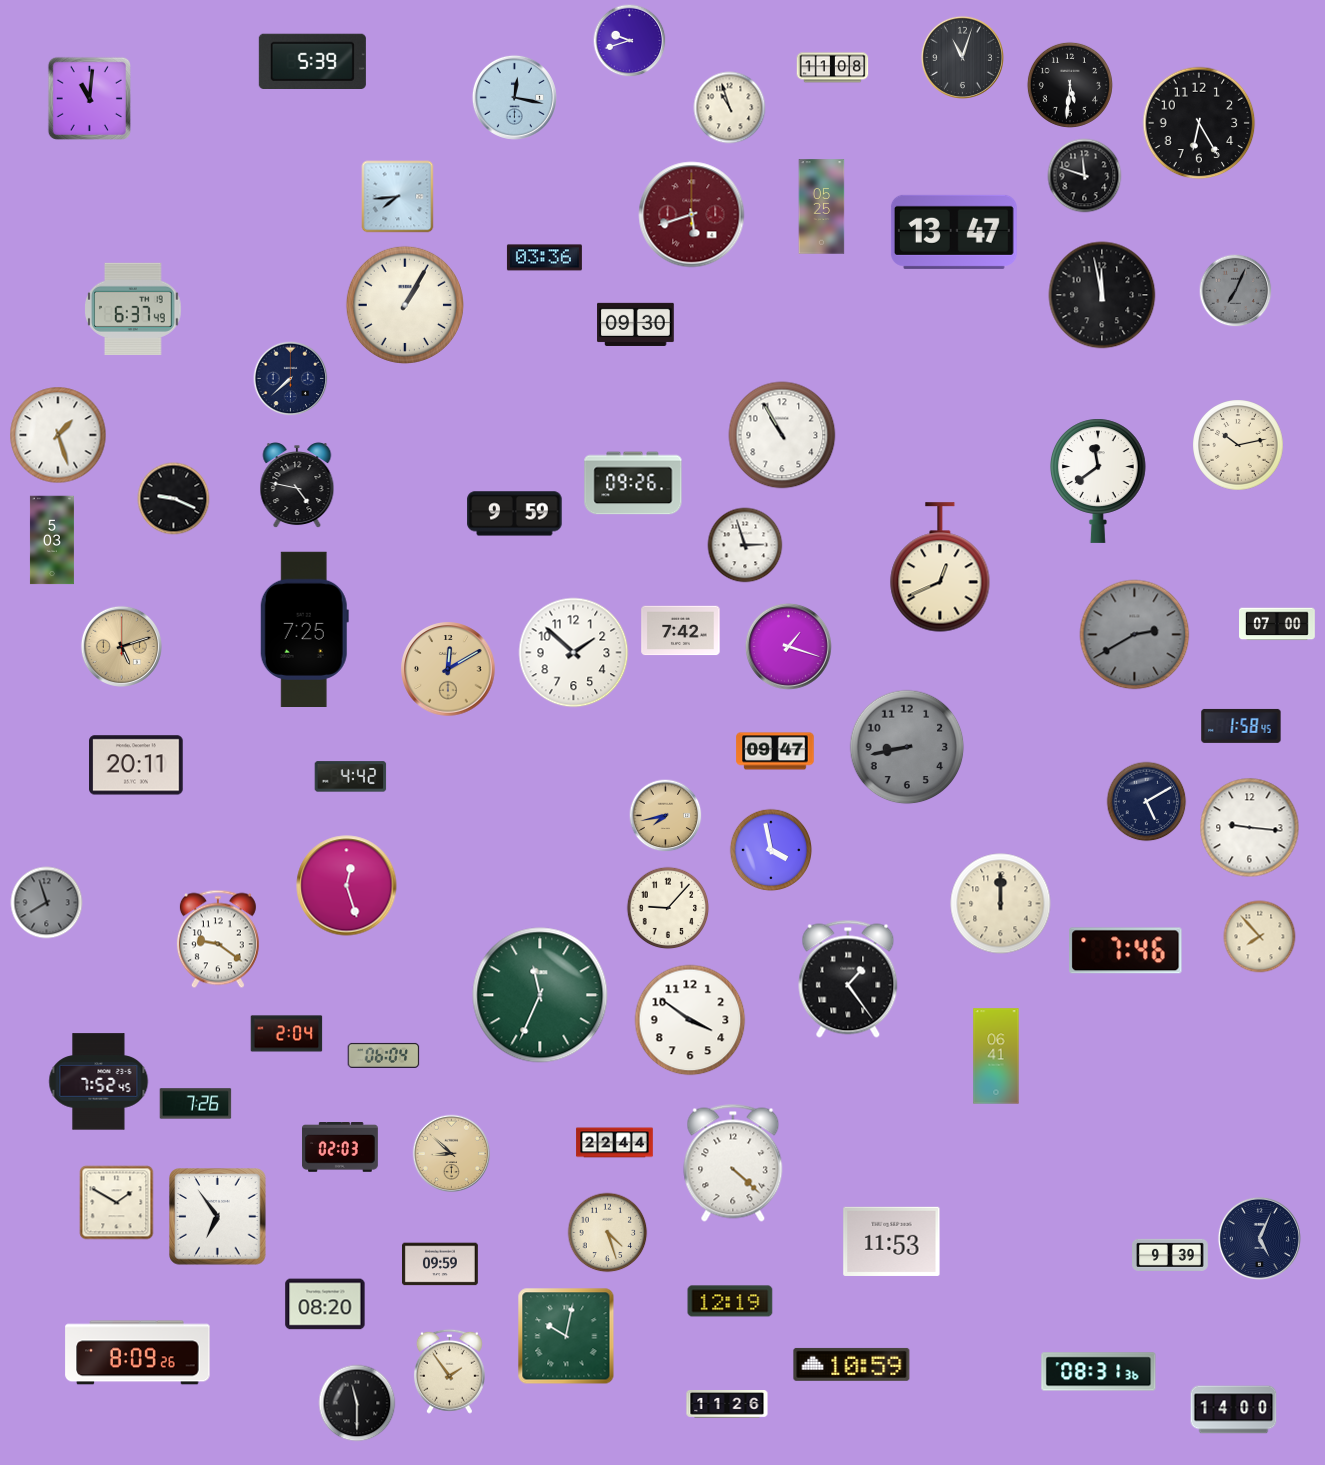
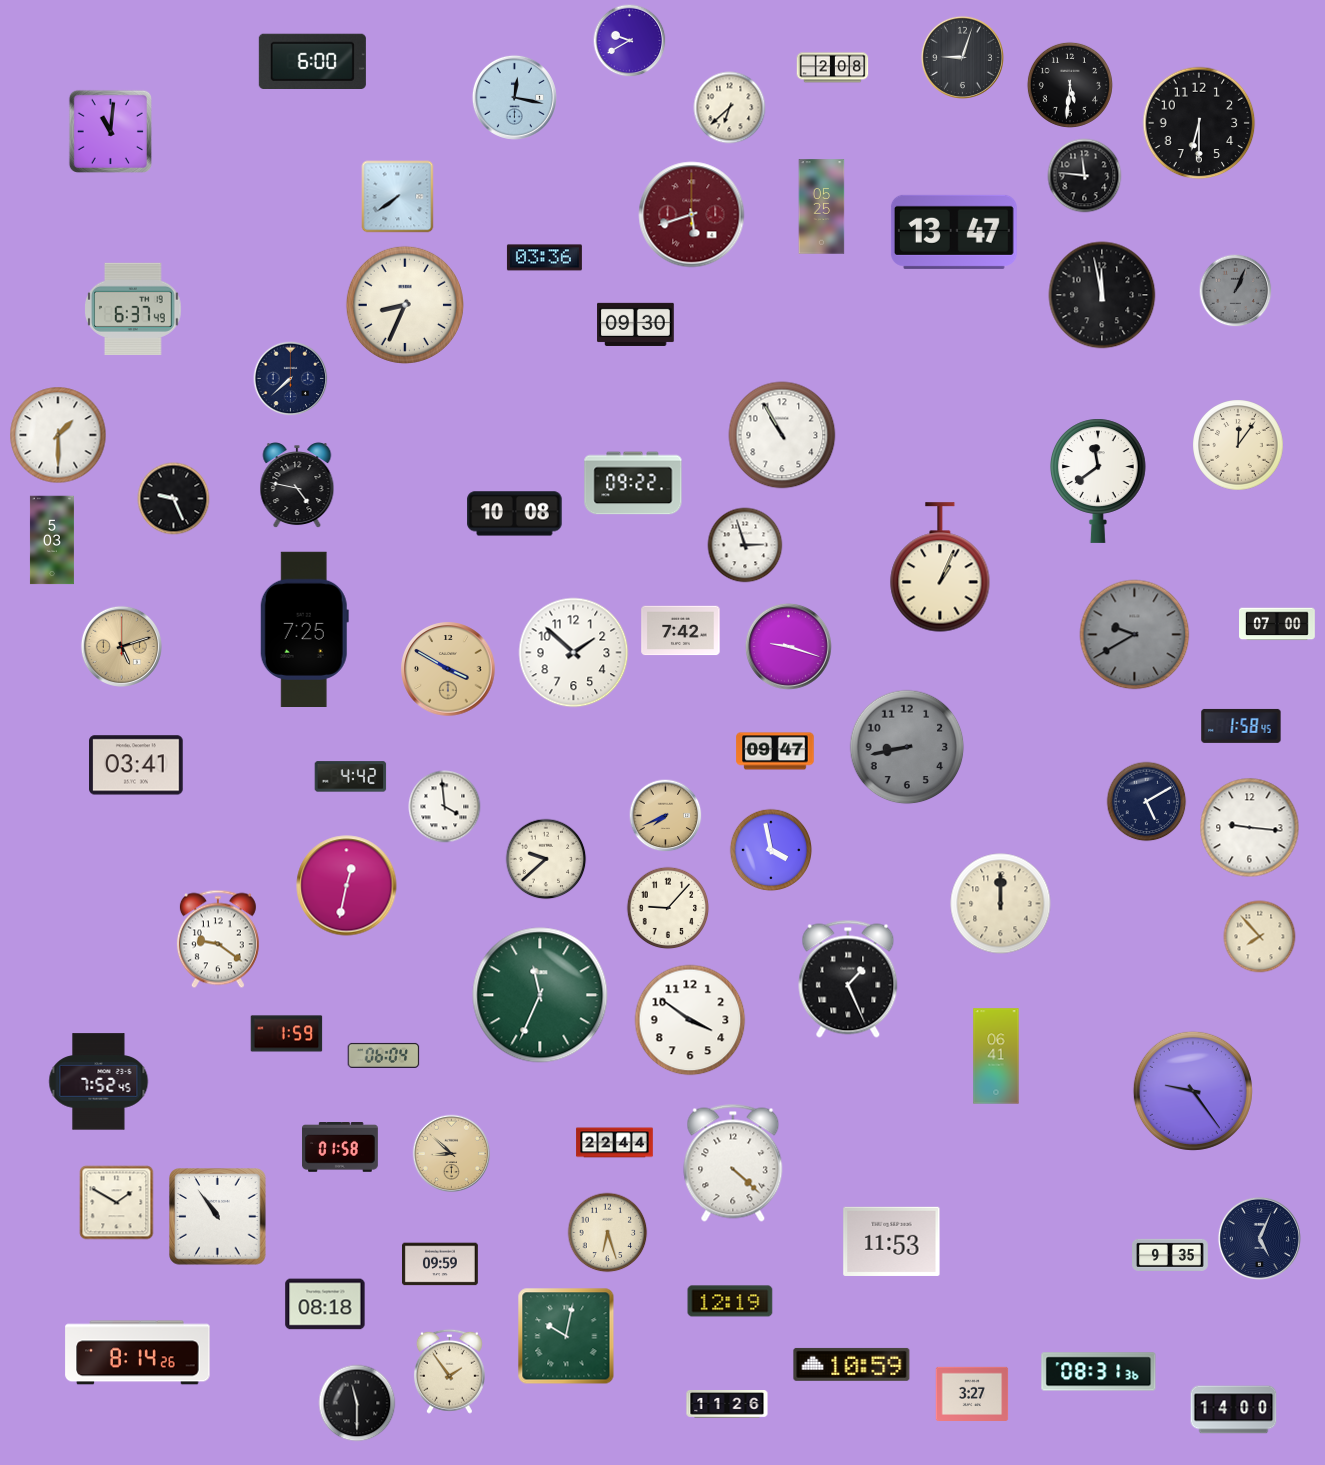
clock at (630, 41): 9:42 -> 9:40
clock at (962, 57): 11:03 -> 9:03
clock at (312, 61): 5:39 -> 6:00
clock at (833, 68): 11:08 -> 2:08
clock at (89, 98) position: (89, 98) -> (110, 131)
clock at (730, 108): 10:57 -> 6:38
clock at (1199, 123): 6:25 -> 6:30
clock at (1085, 176): 11:48 -> 11:46
clock at (398, 197): 7:44 -> 7:39
clock at (1236, 291): 7:04 -> 1:04
clock at (405, 305): 1:05 -> 8:34
clock at (58, 435): 1:27 -> 1:30
clock at (1238, 445): 10:13 -> 12:06
clock at (633, 483): 09:26 -> 09:22
clock at (174, 499): 9:19 -> 9:26
clock at (515, 514): 9:59 -> 10:08
clock at (940, 567): 12:41 -> 1:04
clock at (1135, 635): 2:40 -> 9:40
clock at (788, 646): 1:18 -> 9:18
clock at (448, 669): 12:10 -> 3:50
clock at (136, 765): 20:11 -> 03:41
clock at (445, 807): none -> 3:59
clock at (666, 816): 7:43 -> 7:41
clock at (546, 859): none -> 9:38
clock at (347, 886): 12:27 -> 12:32
clock at (47, 903): 7:57 -> none
clock at (1126, 951): 7:46 -> none
clock at (848, 979): 1:24 -> 1:26
clock at (287, 1034): 2:04 -> 1:59
clock at (1193, 1091): none -> 9:24
clock at (196, 1104): 7:26 -> none
clock at (341, 1148): 02:03 -> 01:58
clock at (218, 1217): 6:54 -> 10:54
clock at (608, 1233): 4:27 -> 6:27
clock at (1171, 1255): 9:39 -> 9:35
clock at (325, 1304): 08:20 -> 08:18
clock at (138, 1353): 8:09 -> 8:14
clock at (972, 1393): none -> 3:27
